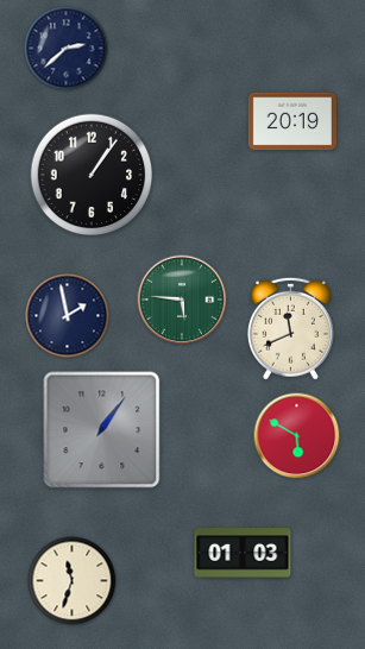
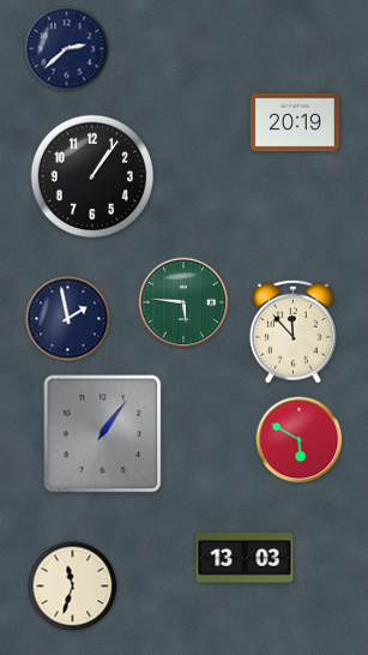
clock at (290, 328): 11:41 -> 11:53
clock at (243, 553): 01:03 -> 13:03
